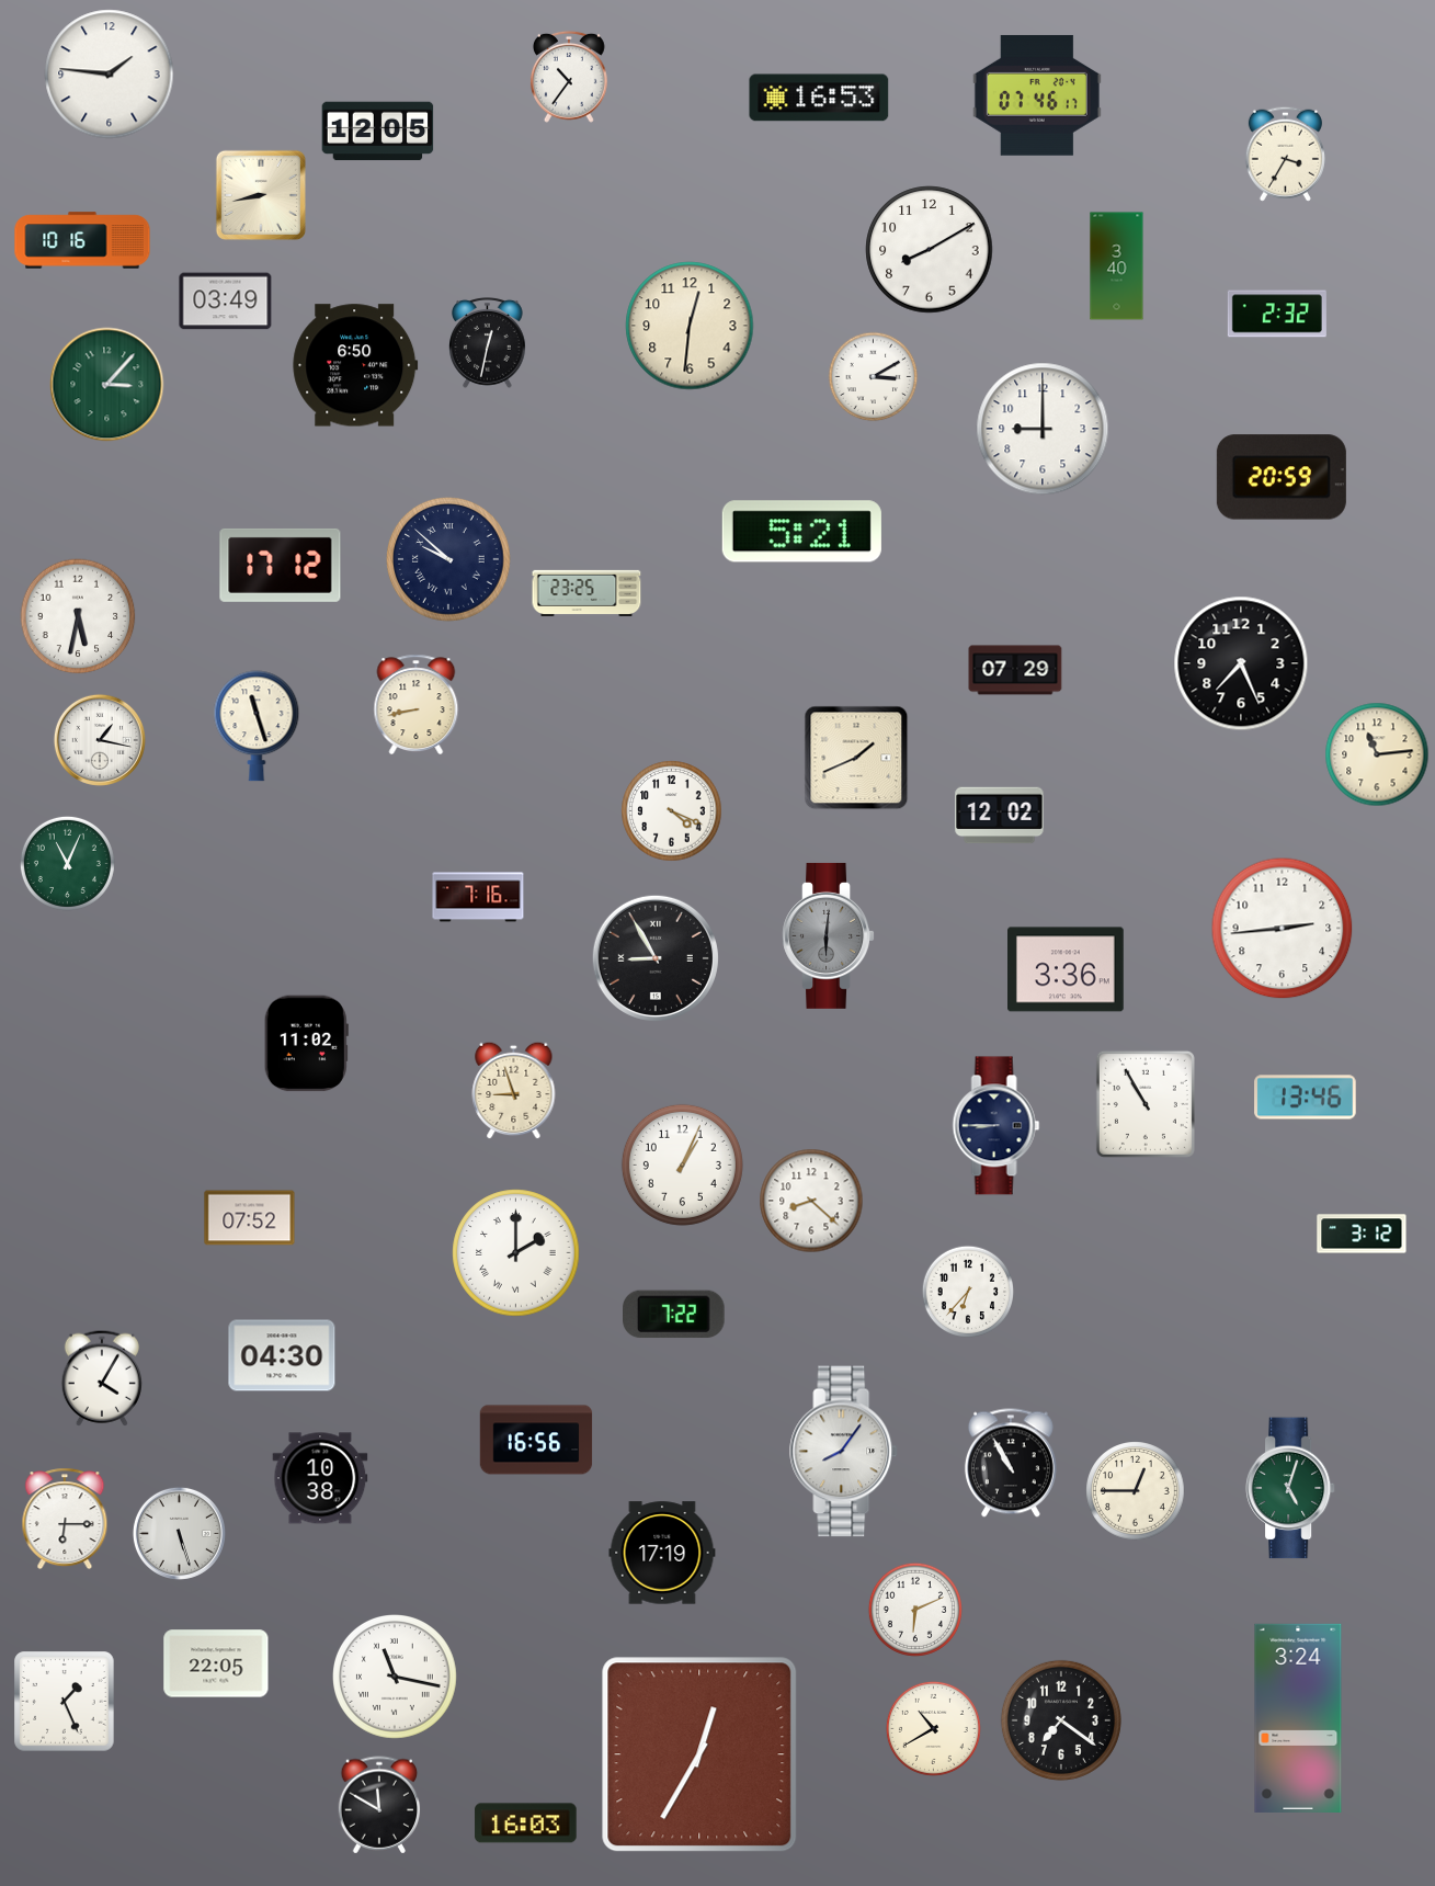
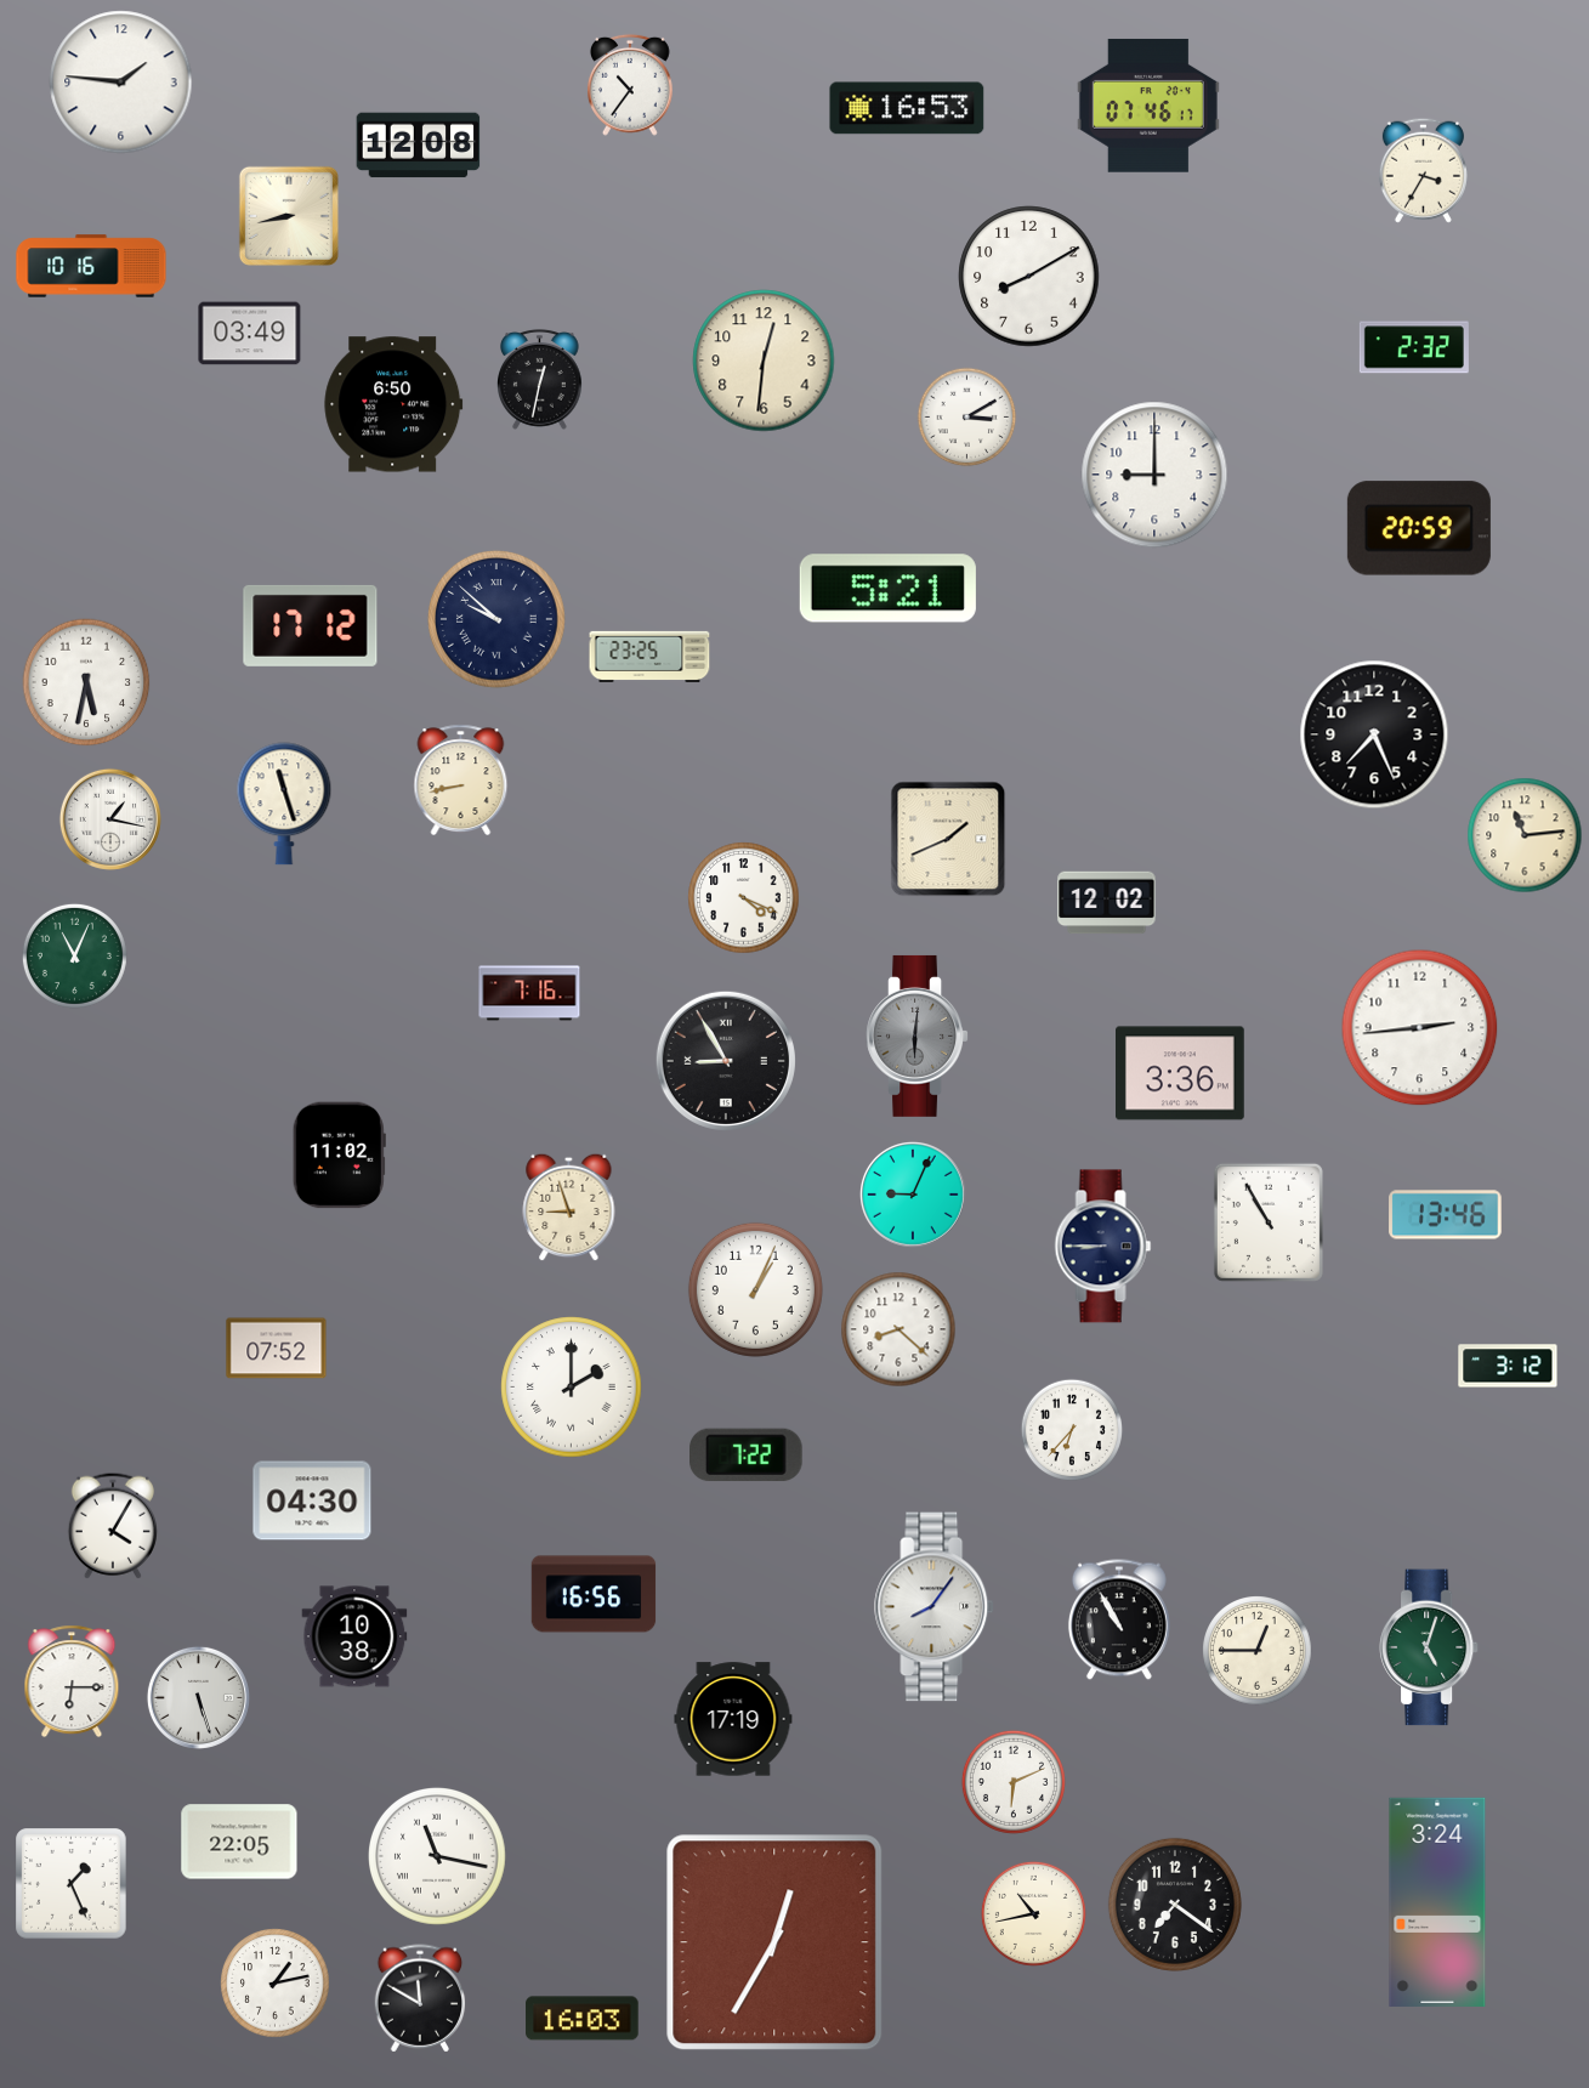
clock at (378, 132): 12:05 -> 12:08
clock at (1117, 266): 3:40 -> none
clock at (107, 385): 3:07 -> none
clock at (1015, 670): 07:29 -> none
clock at (913, 1195): none -> 9:04
clock at (933, 1728): 10:40 -> 10:43
clock at (276, 1984): none -> 1:13
